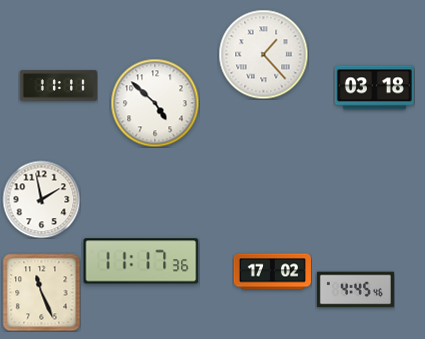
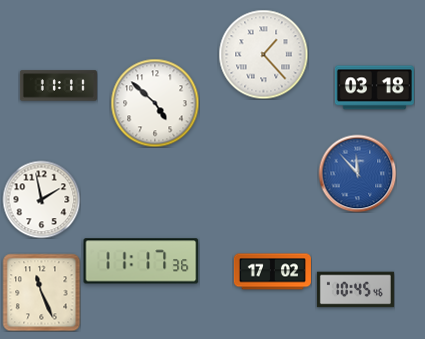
clock at (357, 173): none -> 11:53
clock at (355, 290): 4:45 -> 10:45
